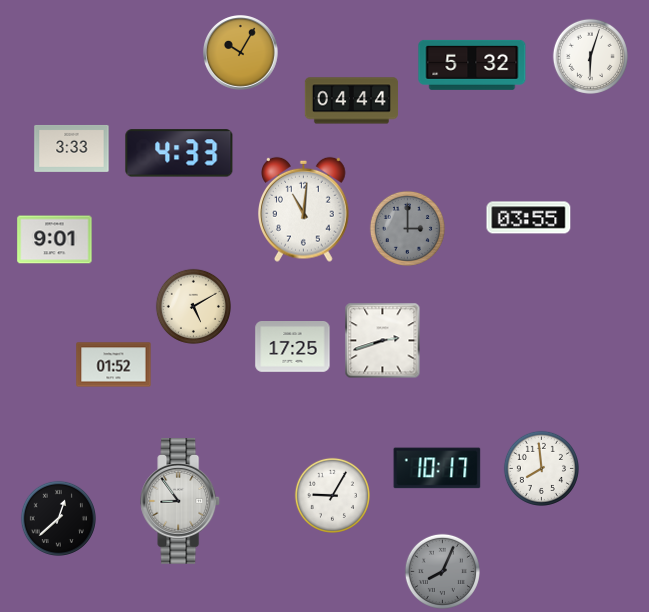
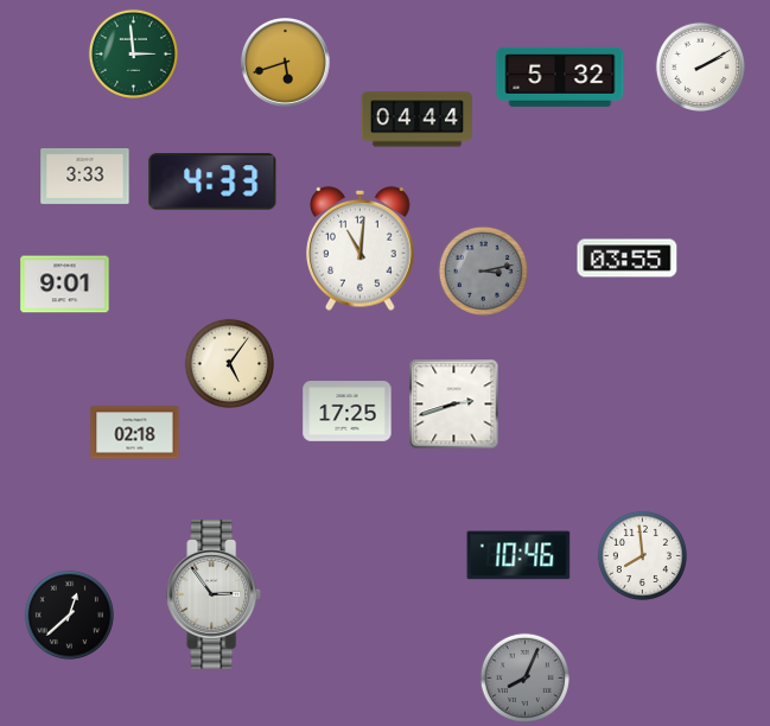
clock at (133, 53): none -> 2:59
clock at (241, 53): 10:05 -> 5:42
clock at (590, 56): 6:03 -> 2:10
clock at (407, 228): 3:00 -> 3:13
clock at (193, 306): 5:10 -> 5:06
clock at (114, 365): 01:52 -> 02:18
clock at (437, 468): 10:17 -> 10:46
clock at (332, 495): 9:05 -> none
clock at (181, 501): 8:54 -> 2:54
